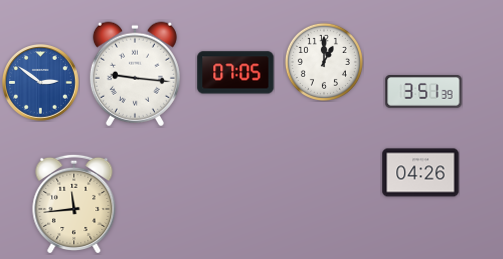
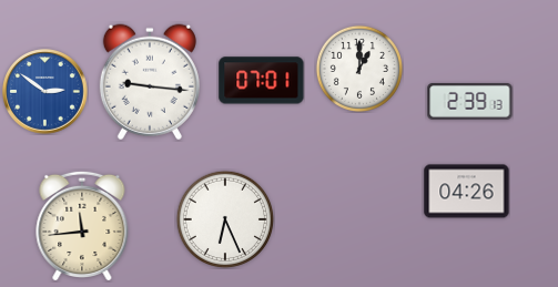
clock at (236, 73): 07:05 -> 07:01
clock at (424, 92): 3:51 -> 2:39
clock at (225, 219): none -> 6:26
